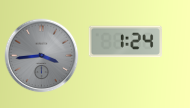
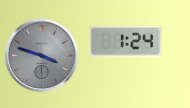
clock at (42, 56): 3:44 -> 3:48
